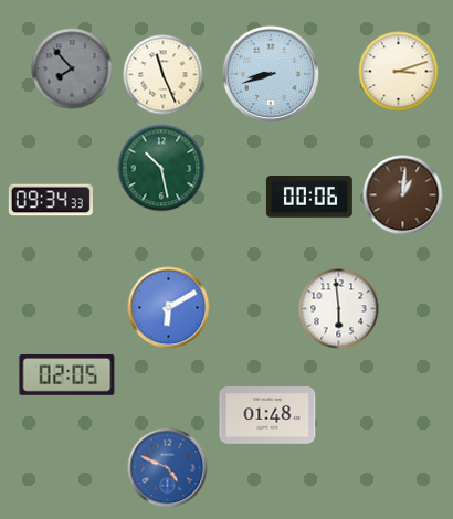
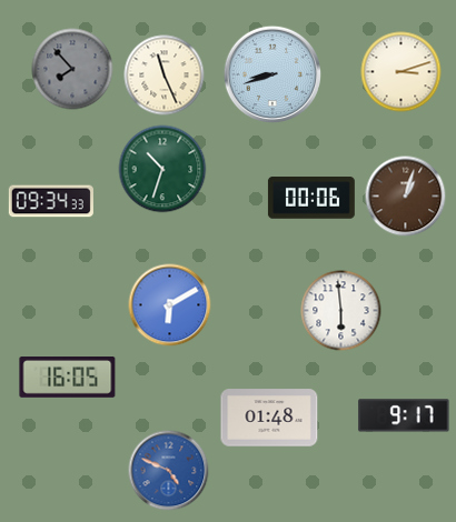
clock at (161, 168): 10:28 -> 10:33
clock at (403, 195): 1:01 -> 1:03
clock at (169, 308) position: (169, 308) -> (170, 305)
clock at (67, 375): 02:05 -> 16:05
clock at (404, 415): none -> 9:17
